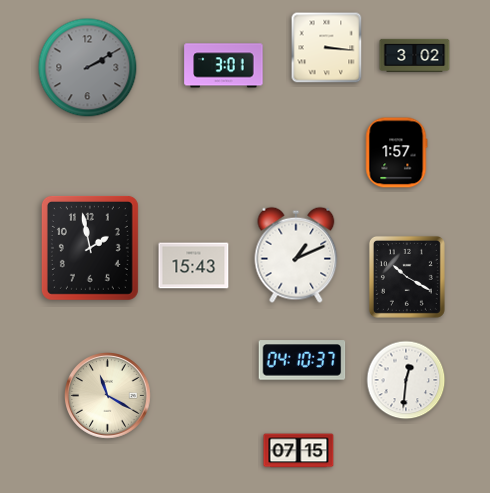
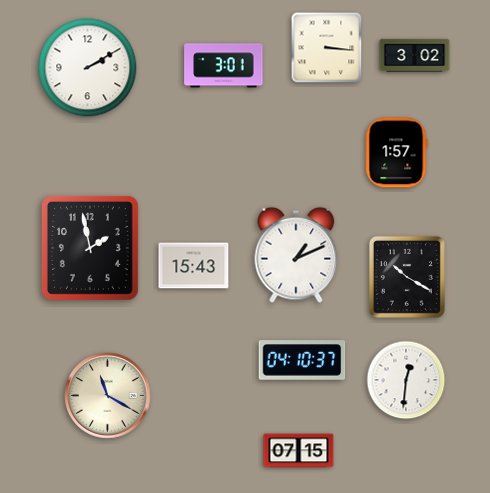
clock at (88, 68) dial: grey -> white
